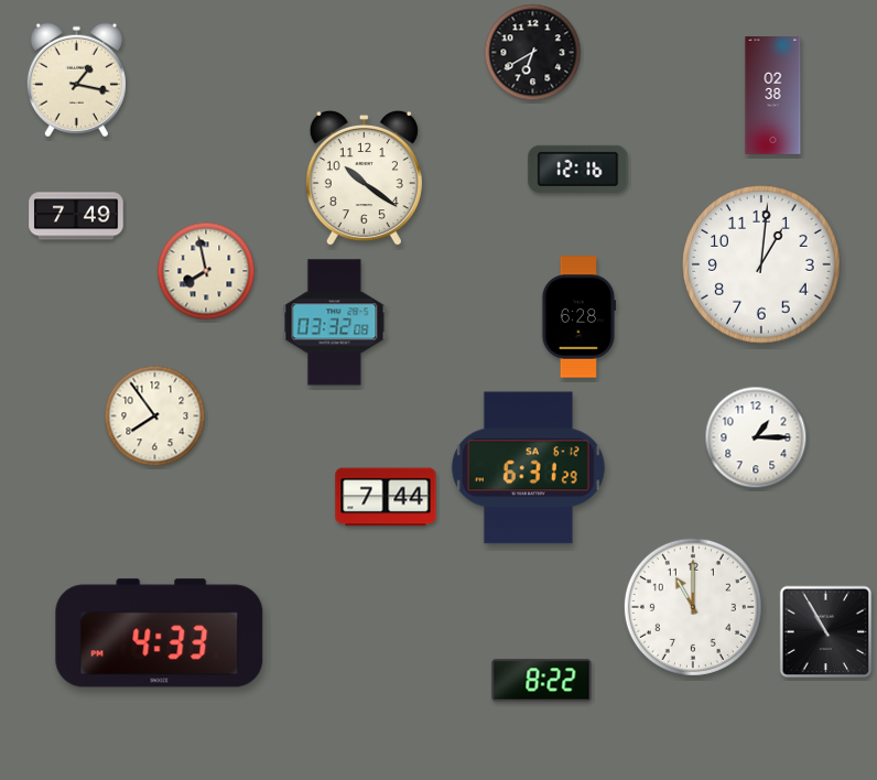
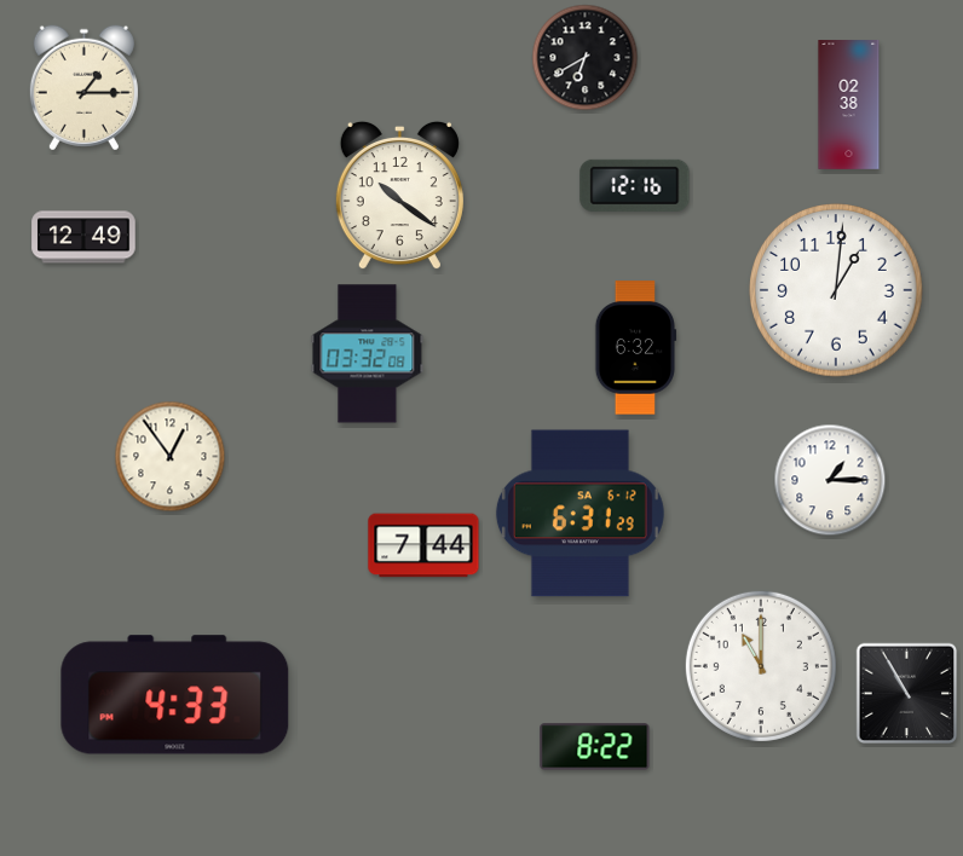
clock at (76, 80): 1:17 -> 1:15
clock at (76, 216): 7:49 -> 12:49
clock at (206, 271): 7:58 -> none
clock at (578, 317): 6:28 -> 6:32
clock at (155, 416): 7:54 -> 12:54
